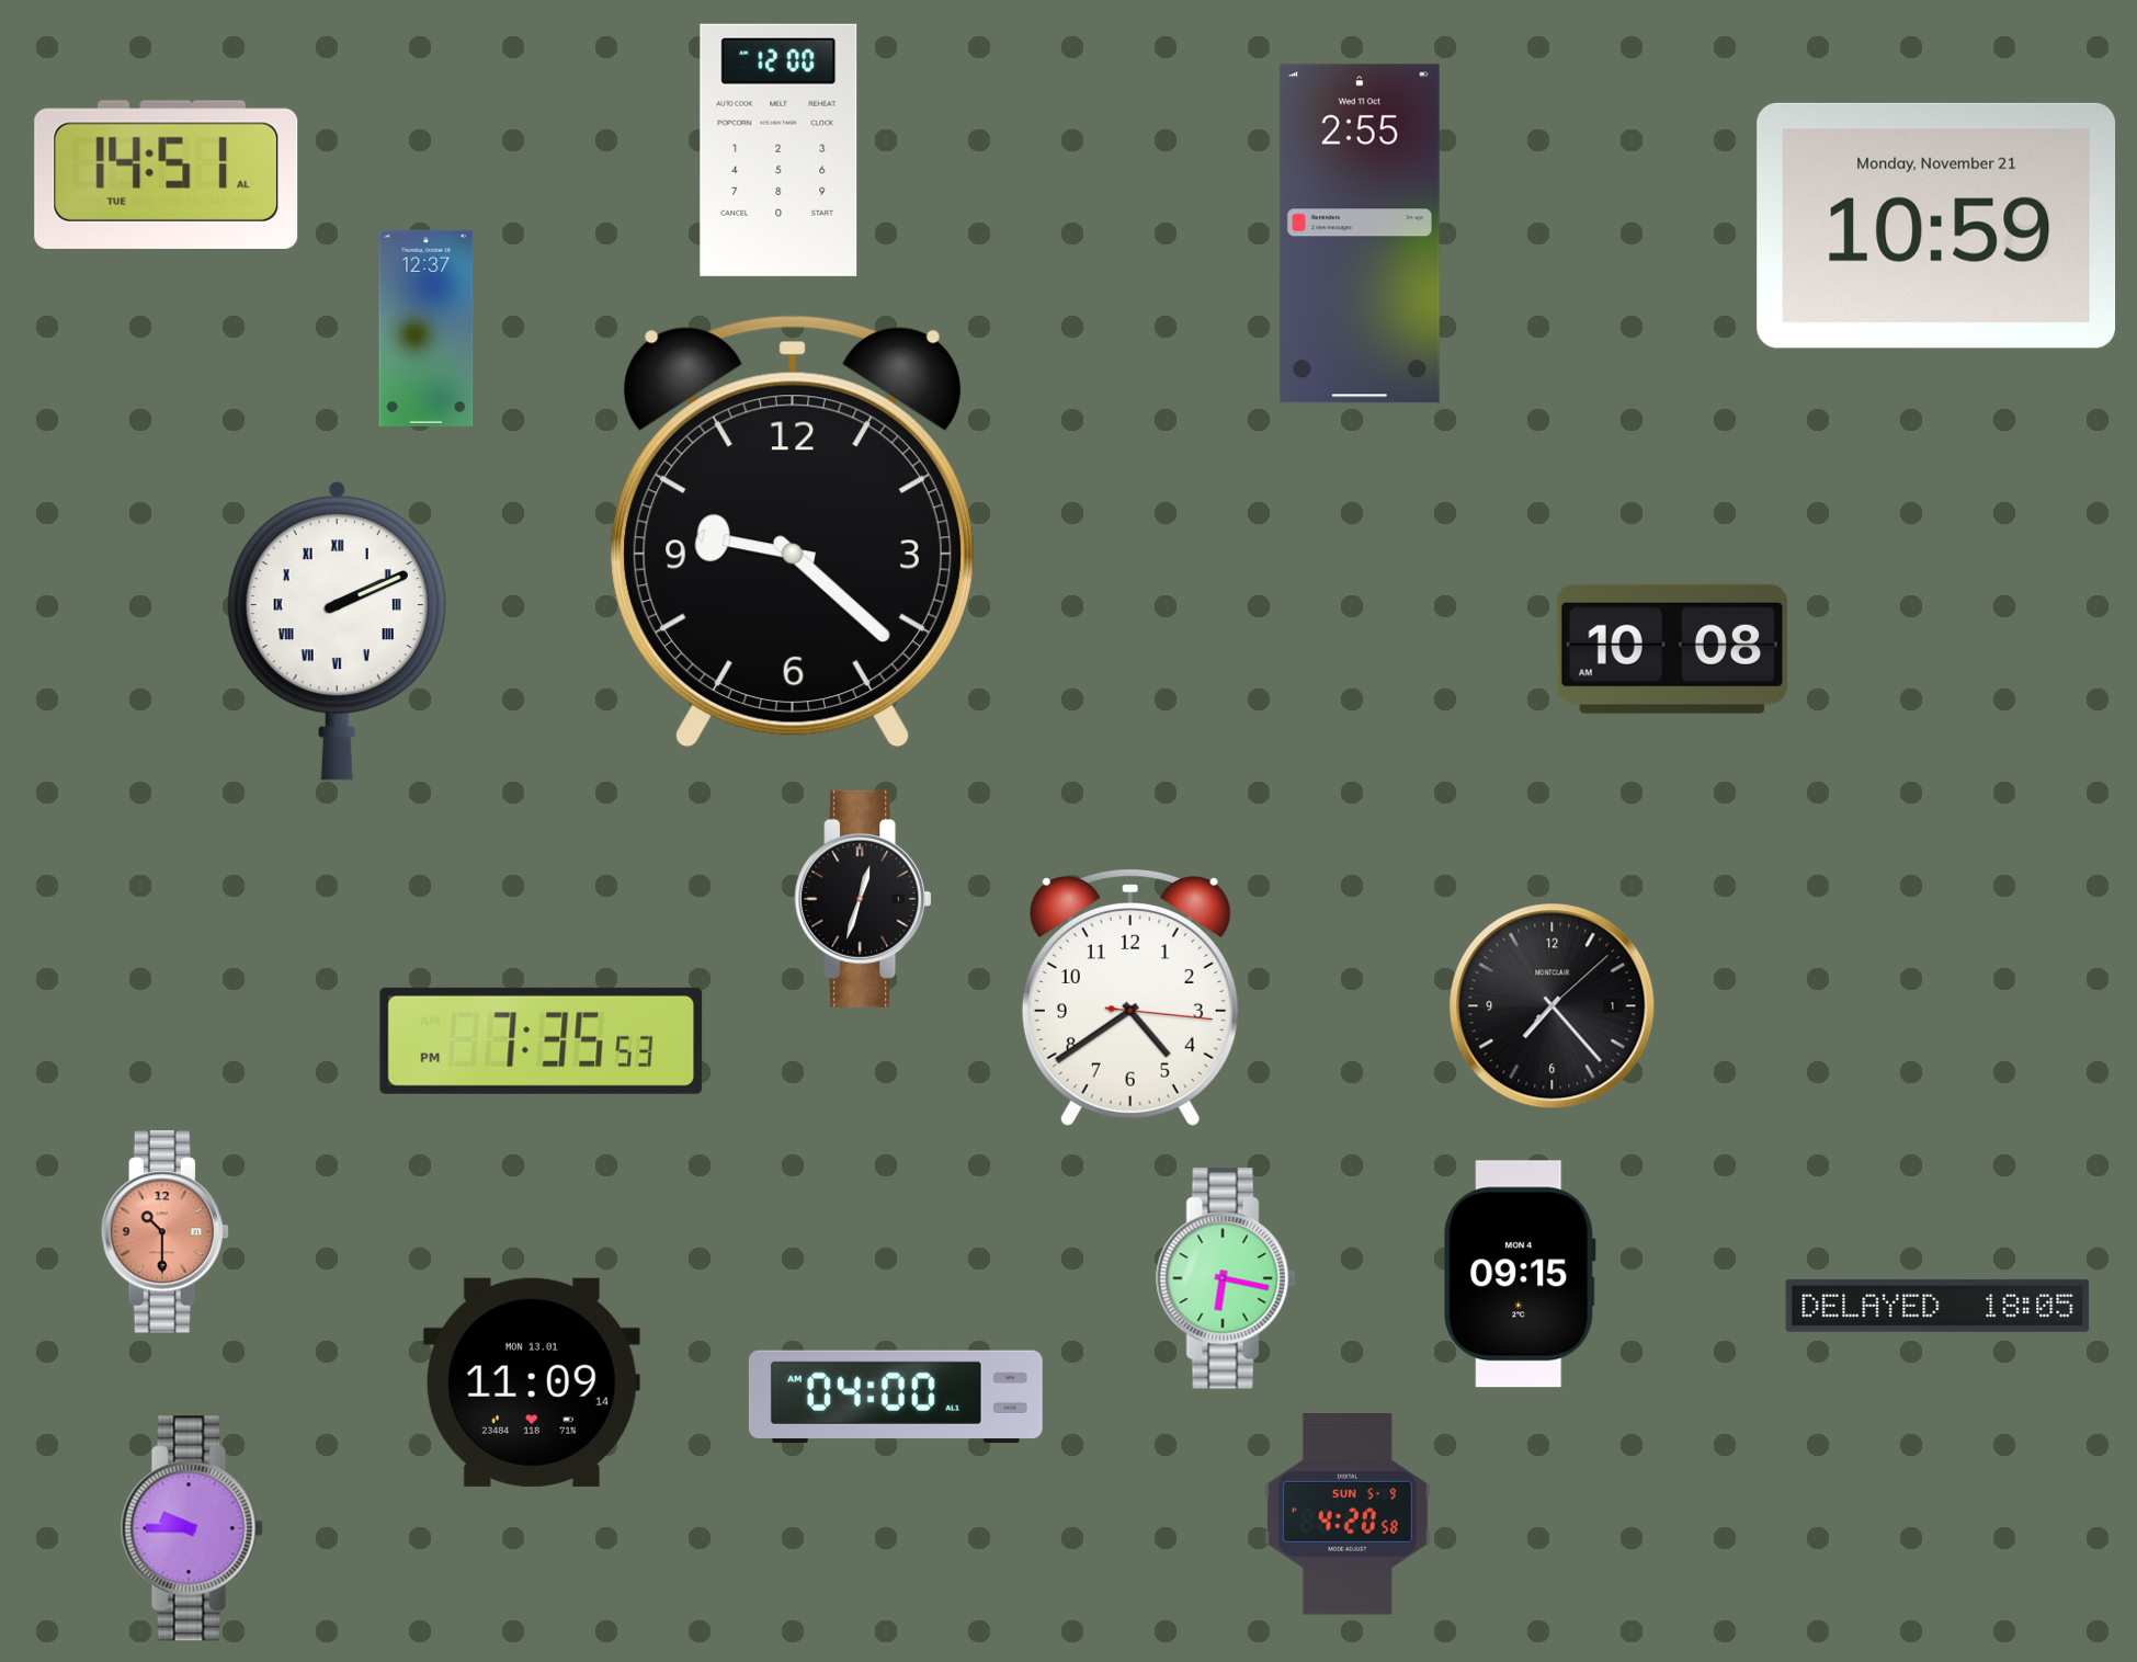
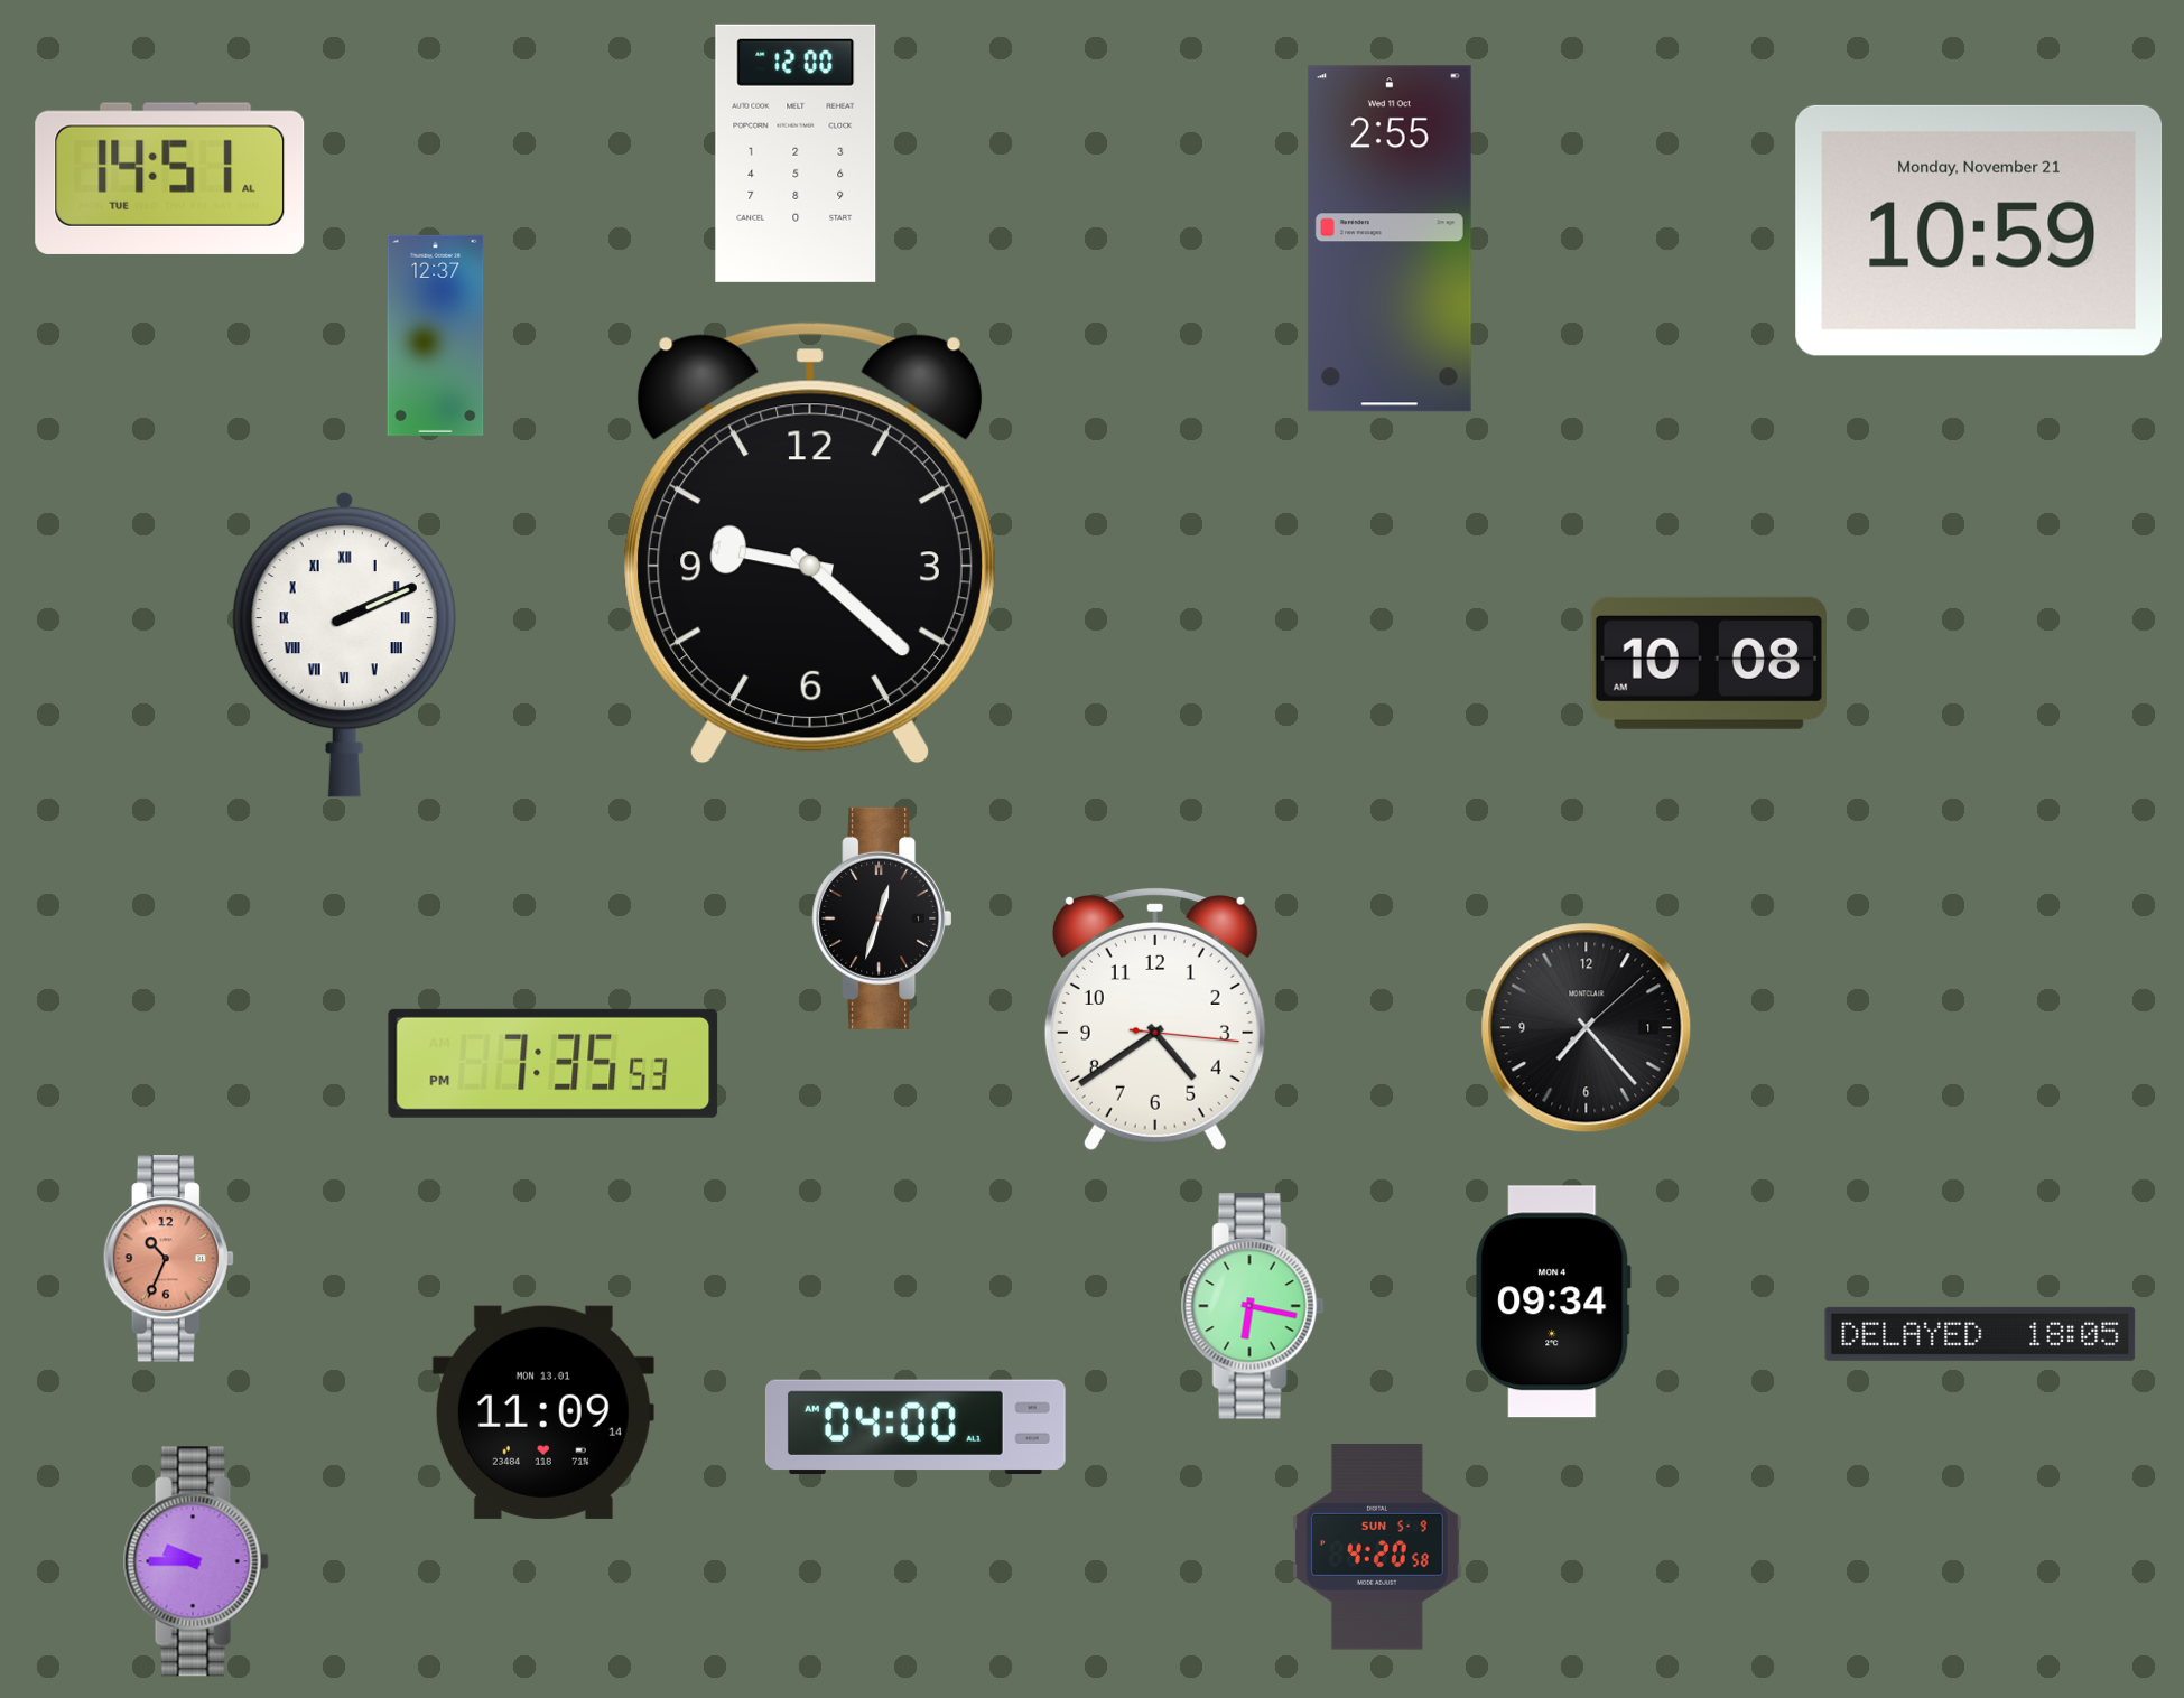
clock at (164, 1232): 10:30 -> 10:34
clock at (1520, 1274): 09:15 -> 09:34
